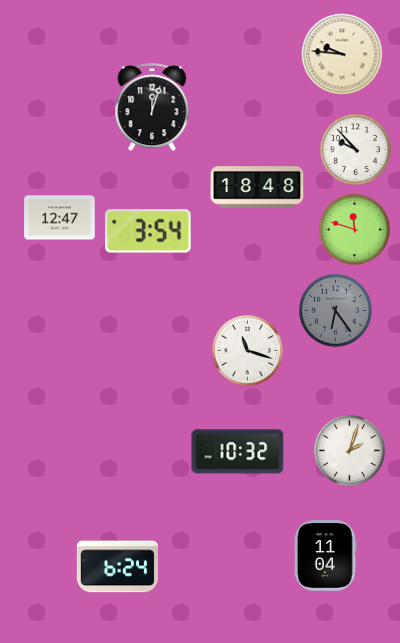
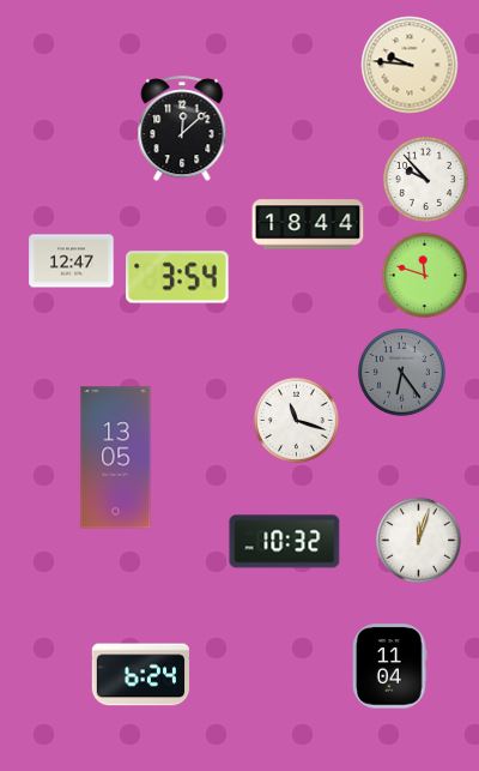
clock at (152, 108): 12:03 -> 12:08
clock at (257, 187): 18:48 -> 18:44
clock at (116, 458): none -> 13:05
clock at (349, 450): 2:03 -> 12:03
clock at (117, 567) position: (117, 567) -> (140, 675)
